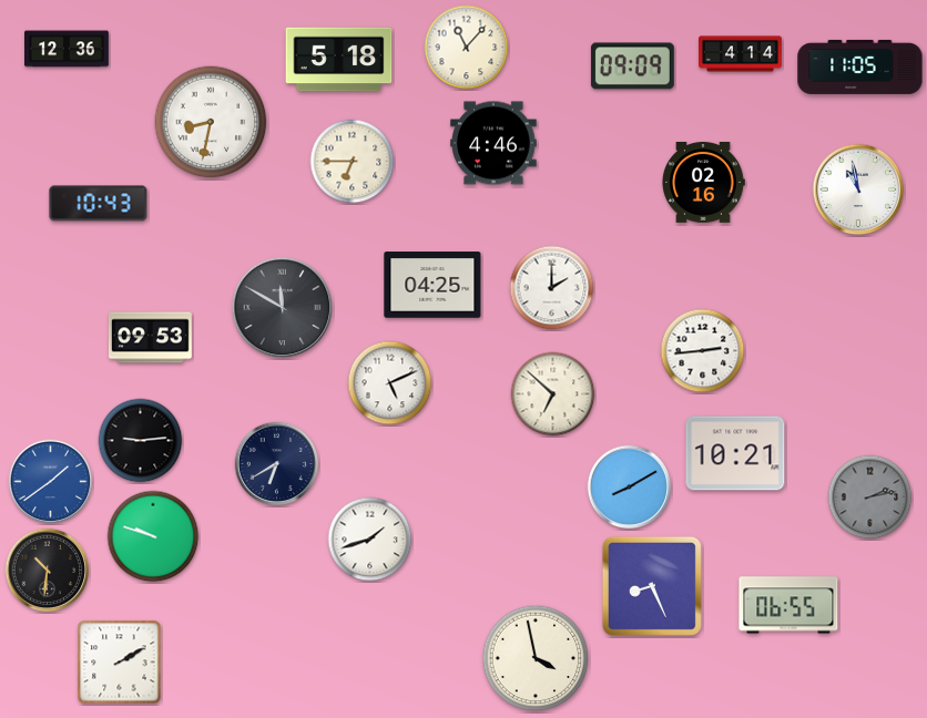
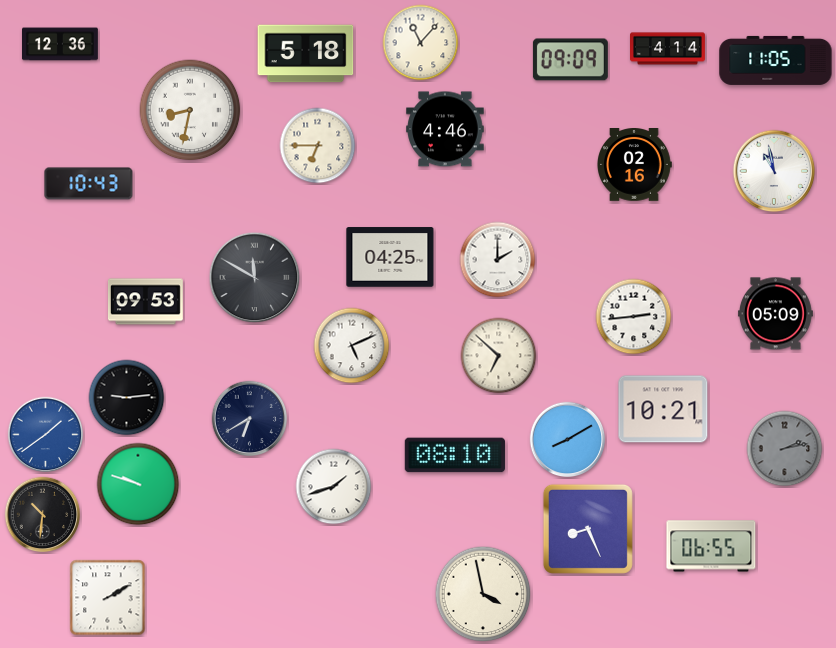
clock at (150, 338) position: (150, 338) -> (145, 302)
clock at (775, 314): none -> 05:09
clock at (455, 455): none -> 08:10
